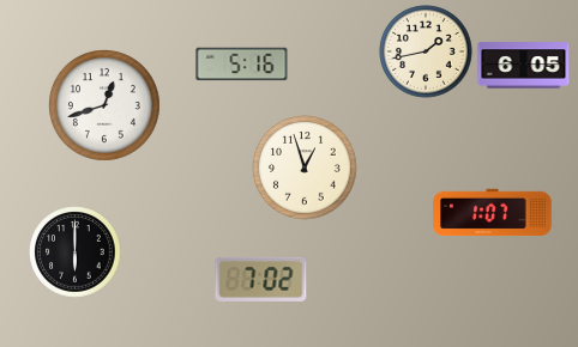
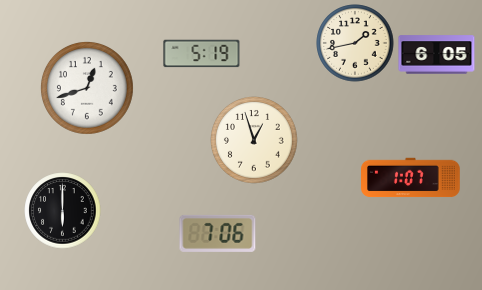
clock at (242, 65): 5:16 -> 5:19
clock at (261, 279): 7:02 -> 7:06
